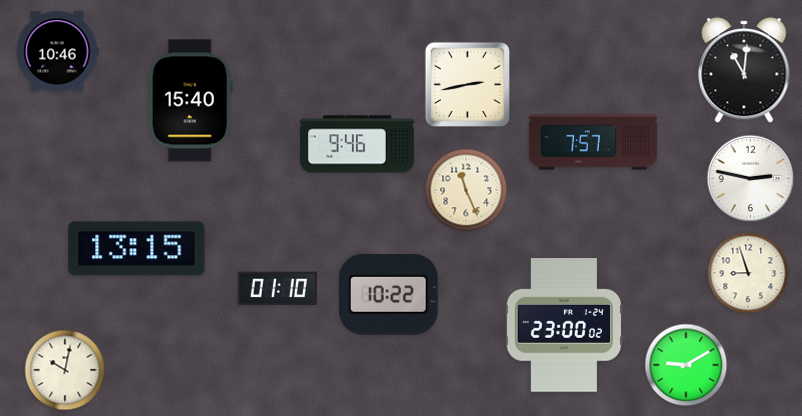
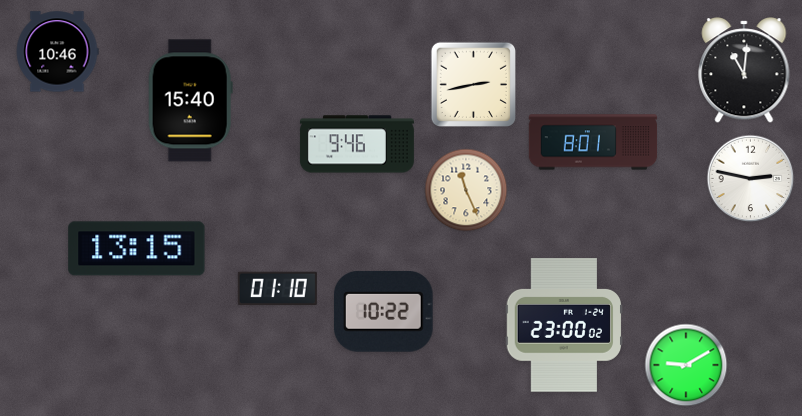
clock at (467, 84) position: (467, 84) -> (473, 84)
clock at (593, 142): 7:57 -> 8:01
clock at (748, 273): 8:57 -> none
clock at (389, 294) position: (389, 294) -> (384, 311)
clock at (65, 370): 10:02 -> none
